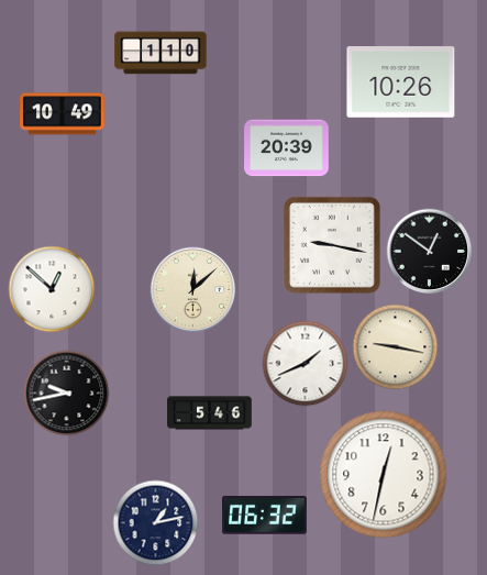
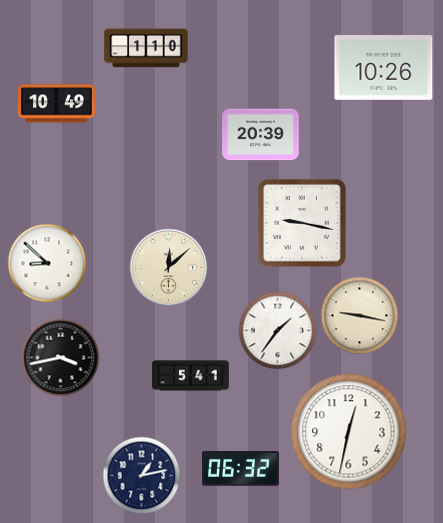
clock at (401, 82) position: (401, 82) -> (384, 68)
clock at (429, 251): 12:51 -> none
clock at (52, 289): 12:52 -> 8:52
clock at (192, 289) position: (192, 289) -> (168, 267)
clock at (305, 363): 1:41 -> 1:36
clock at (66, 392): 9:43 -> 3:43
clock at (210, 413): 5:46 -> 5:41
